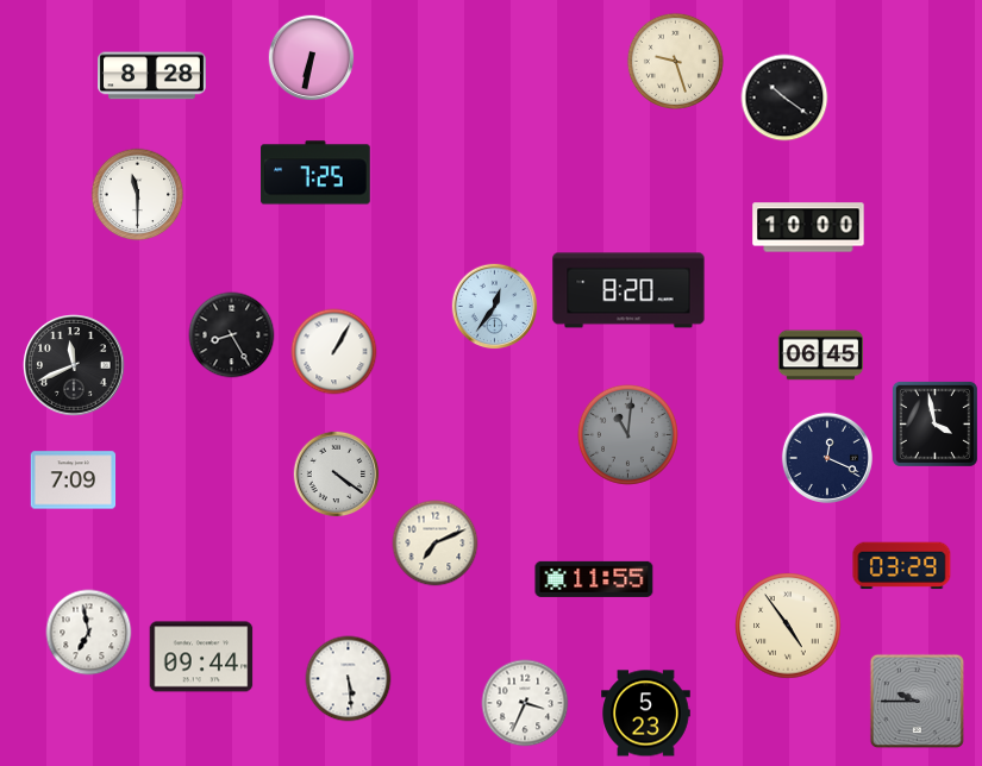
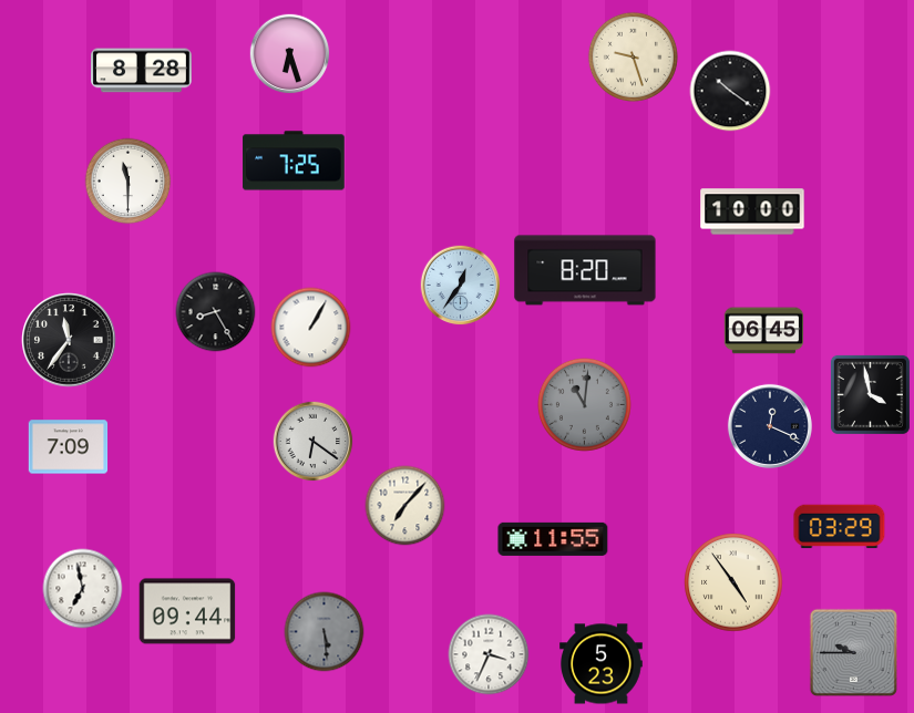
clock at (312, 58): 6:32 -> 6:27
clock at (675, 61) position: (675, 61) -> (633, 56)
clock at (74, 365): 11:41 -> 11:36
clock at (337, 475): 4:21 -> 6:21
clock at (436, 544): 7:11 -> 7:07
clock at (349, 679) dial: white -> grey
